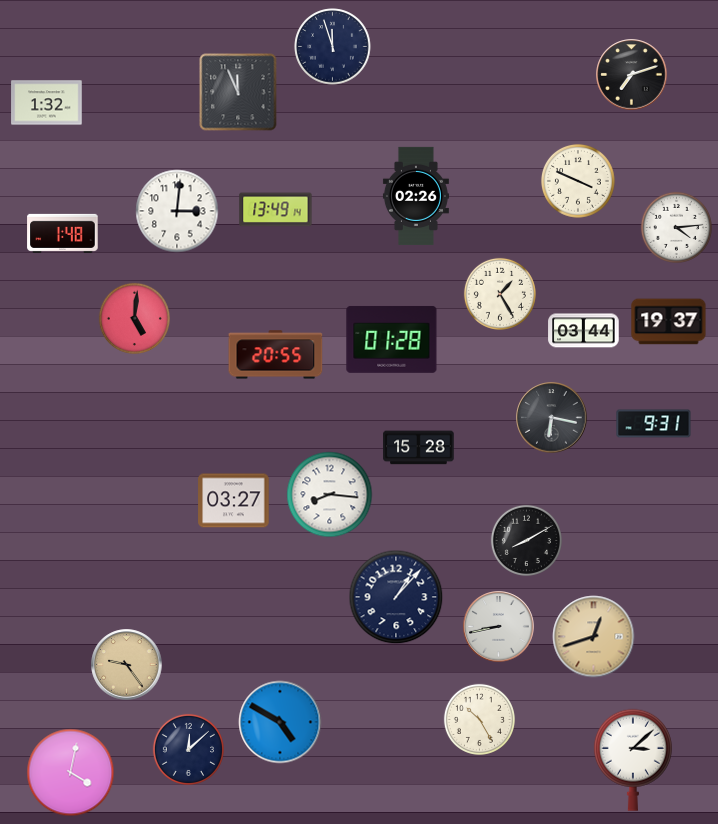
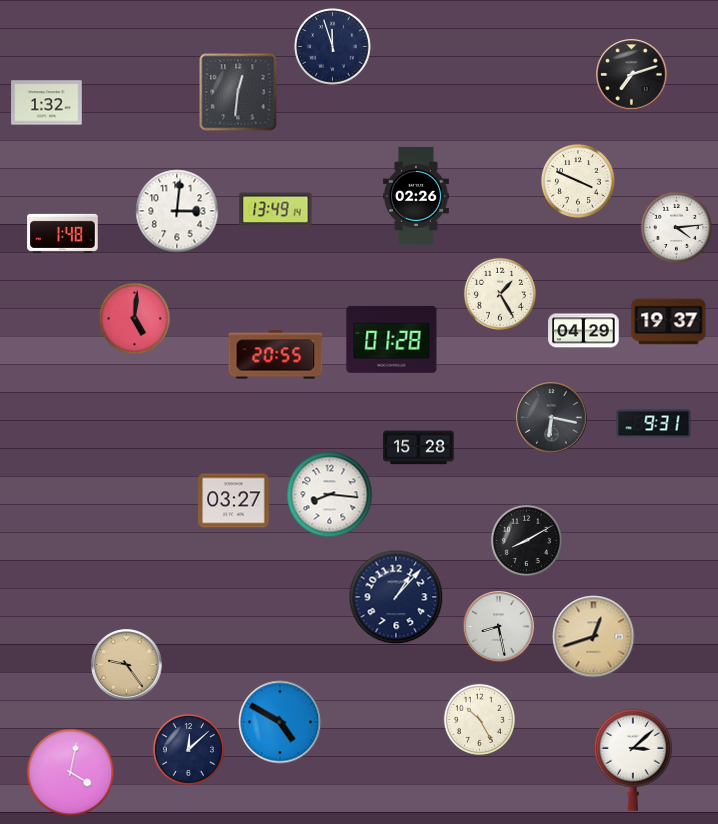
clock at (238, 92): 11:56 -> 12:31
clock at (584, 331): 03:44 -> 04:29
clock at (499, 627): 8:43 -> 8:28
